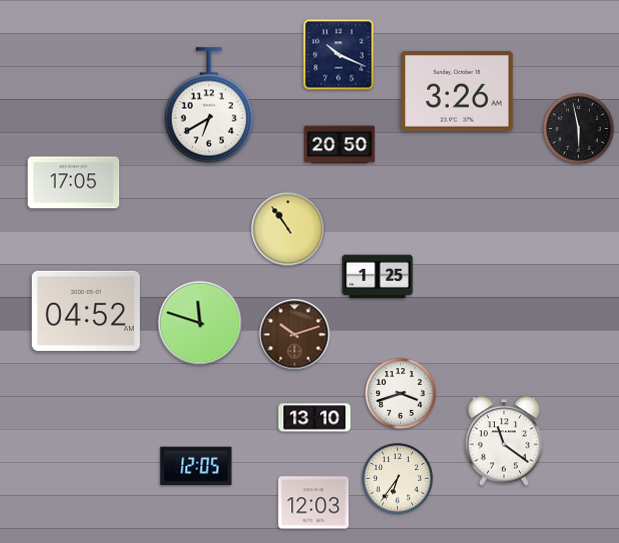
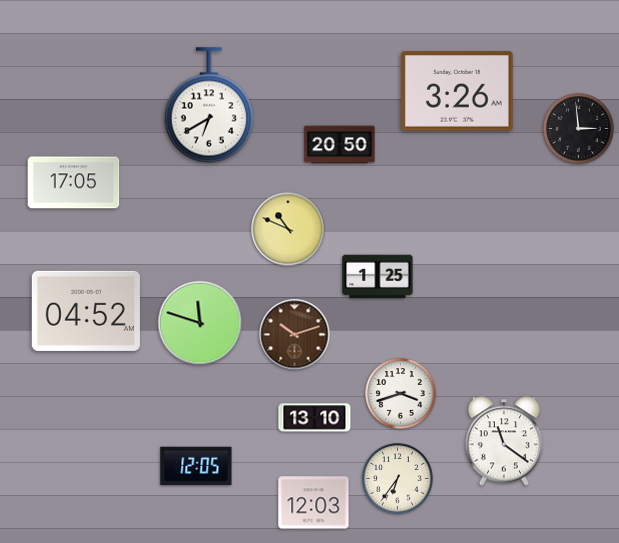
clock at (339, 55): 10:19 -> none
clock at (579, 129): 5:58 -> 2:59
clock at (288, 229): 10:54 -> 10:49
